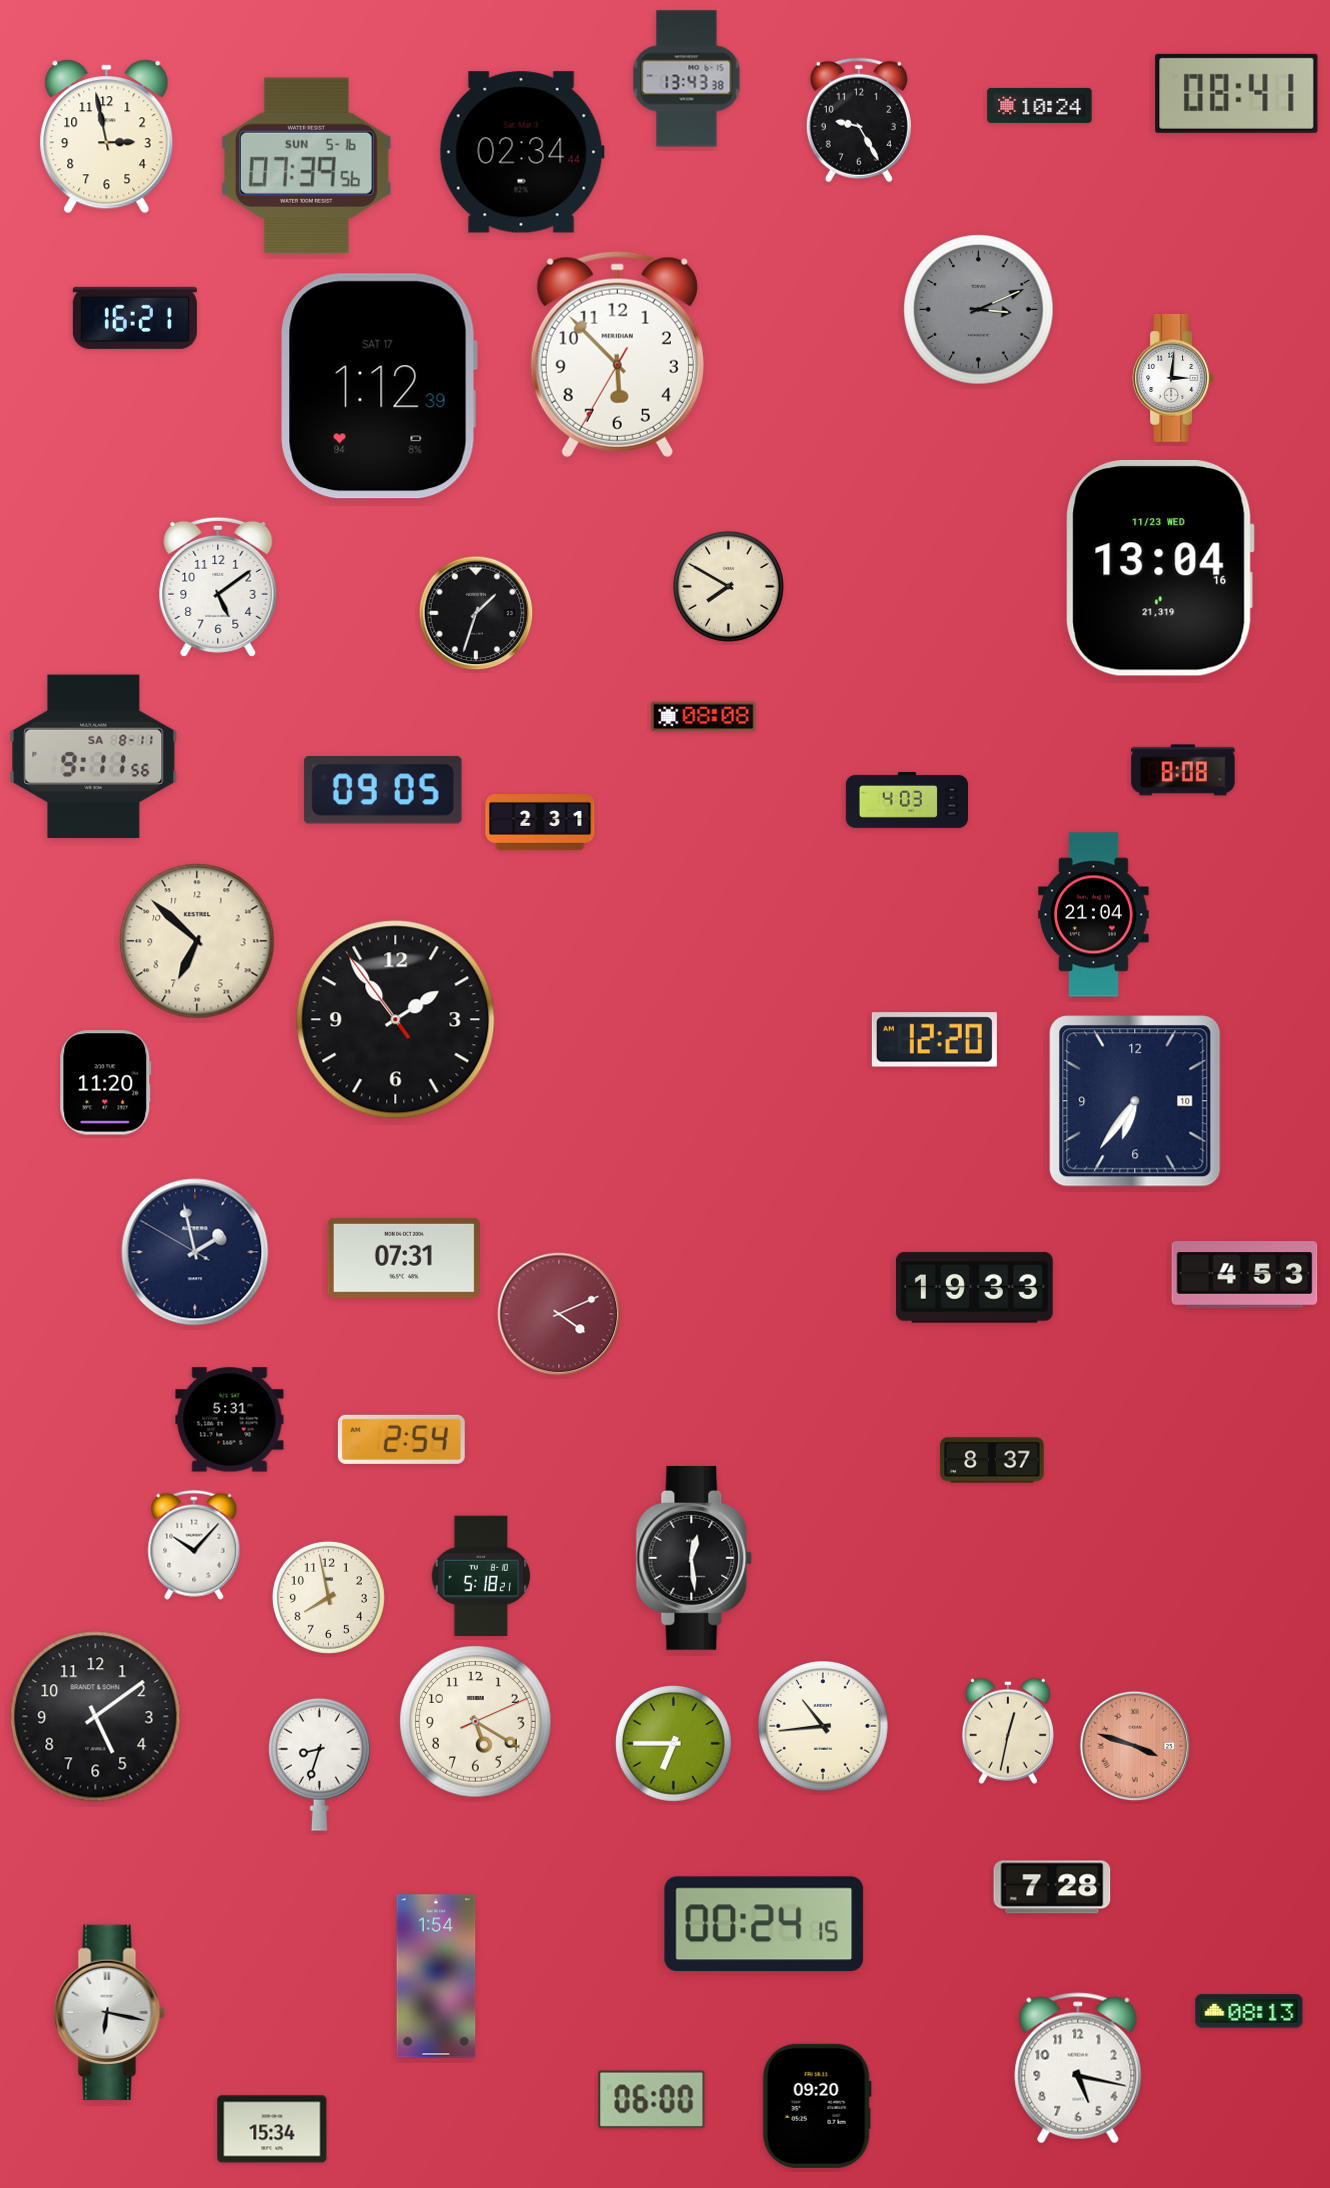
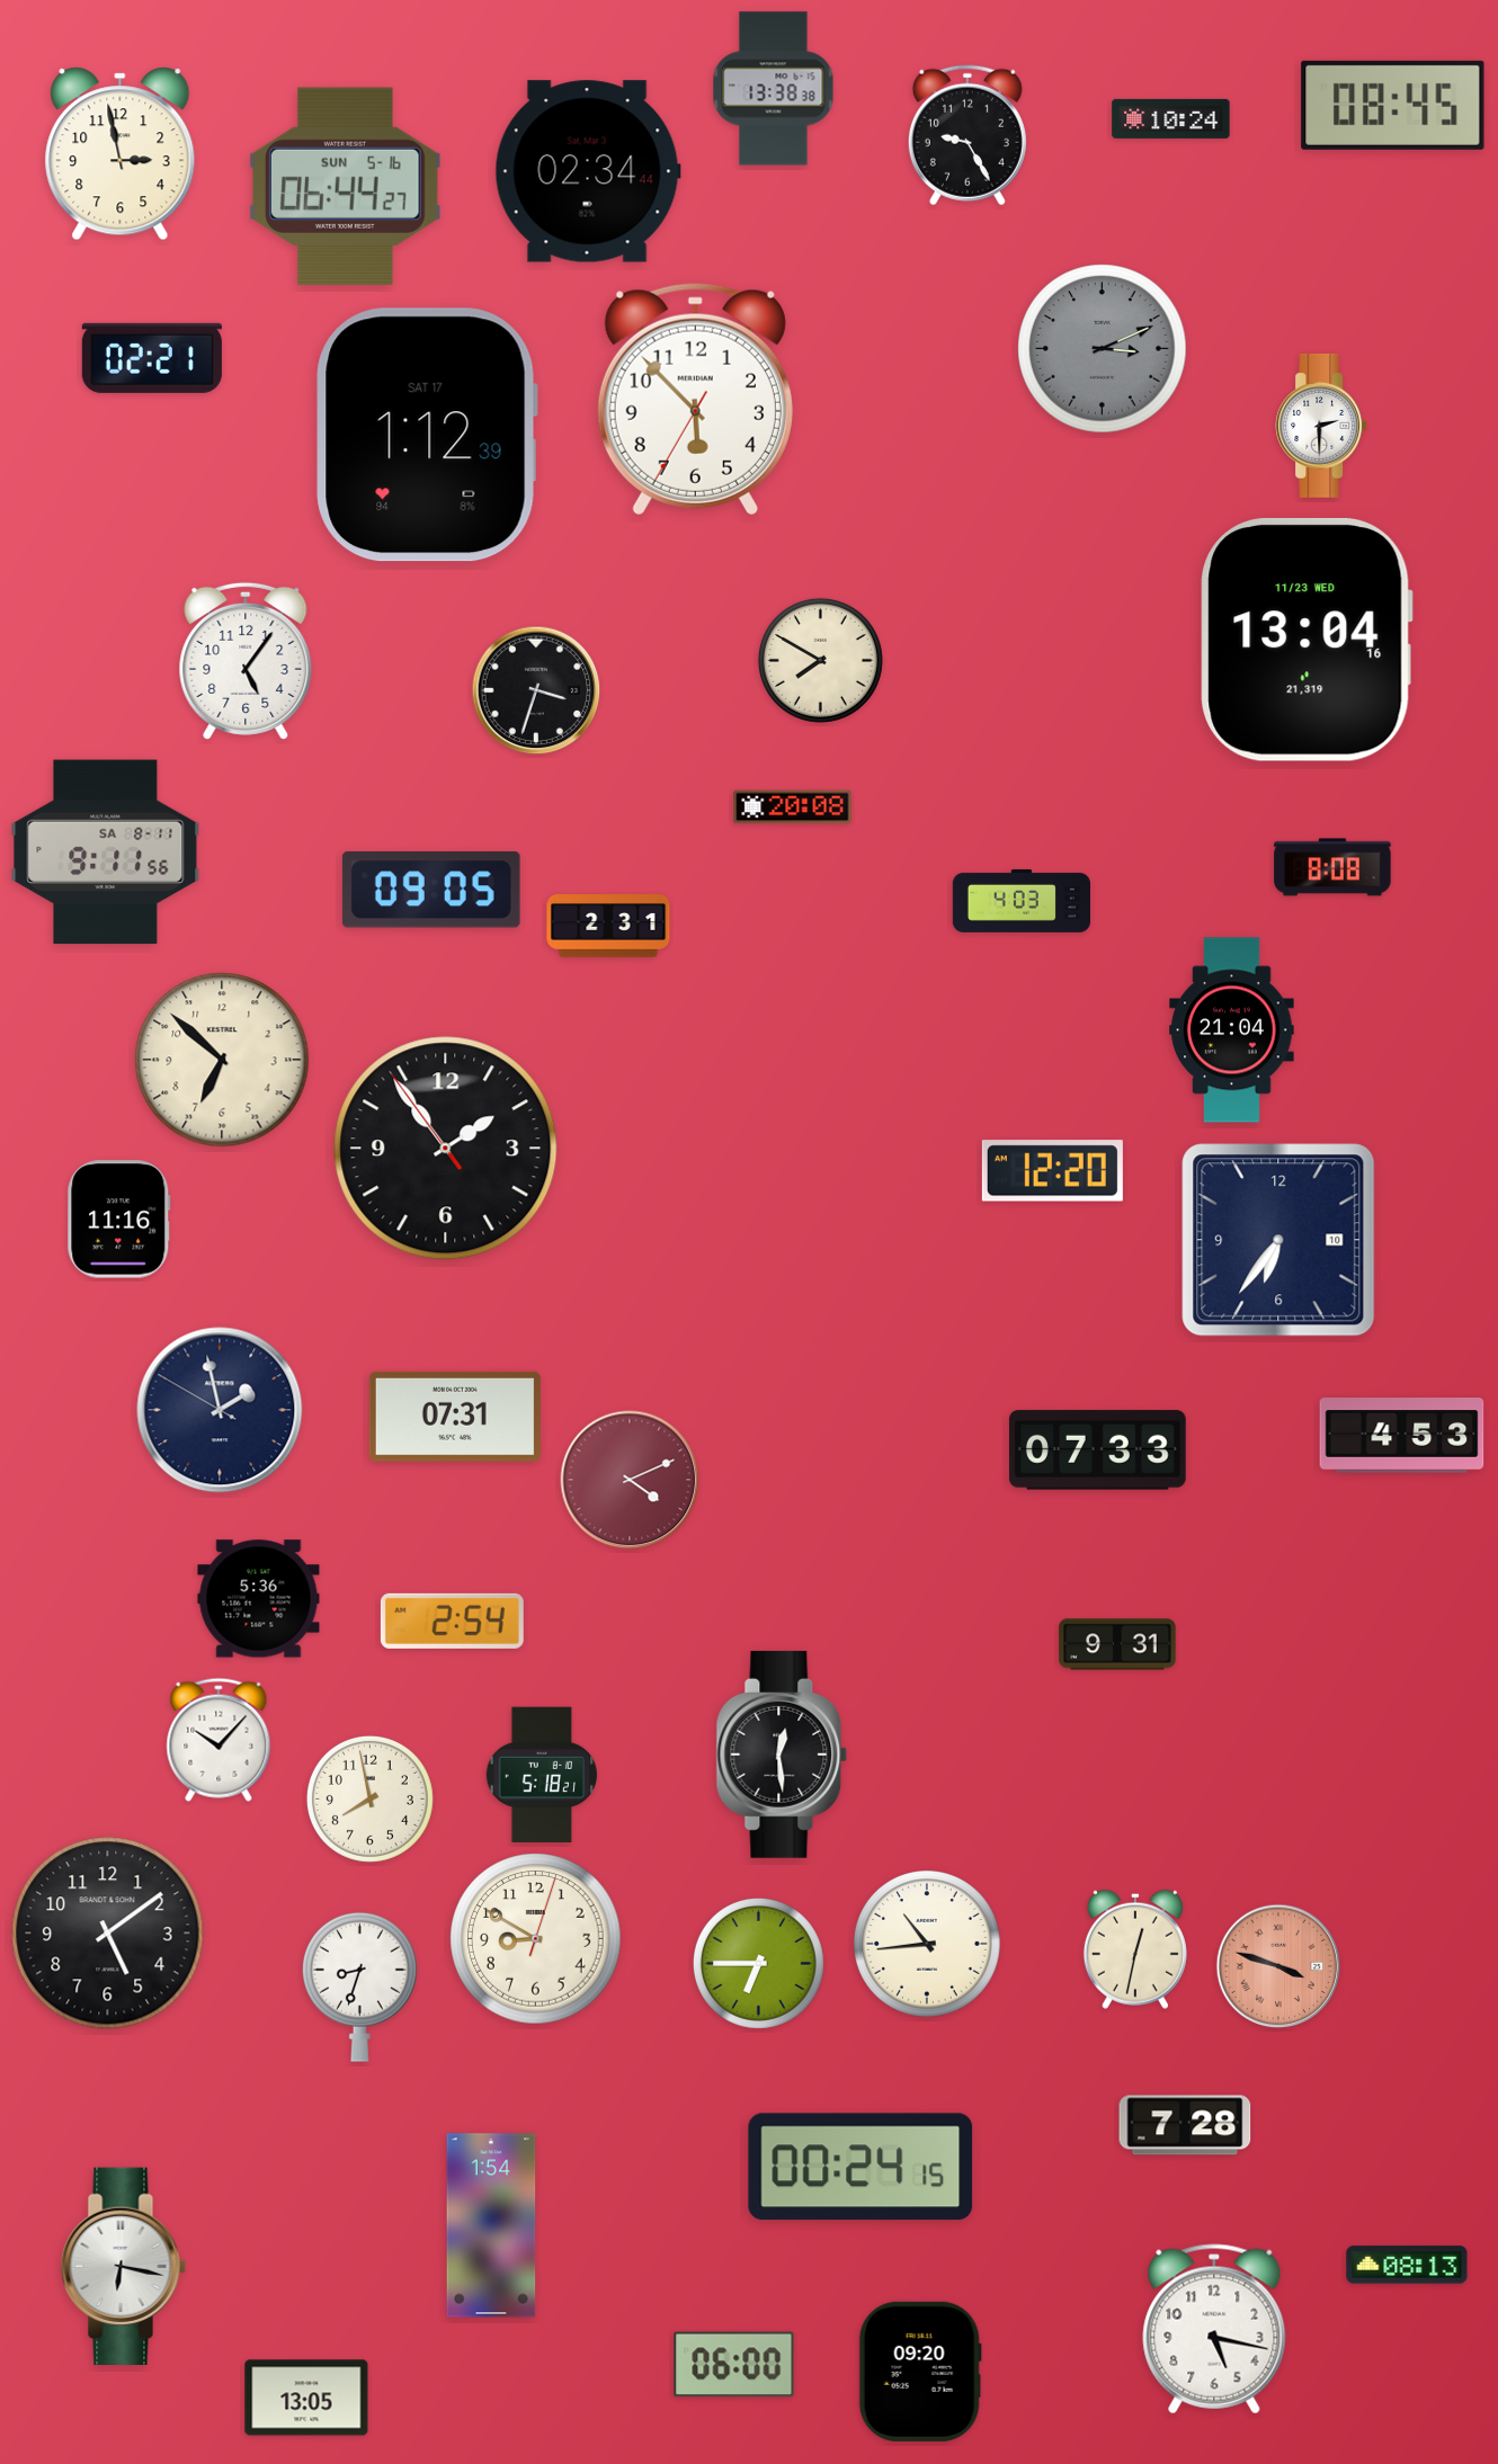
clock at (687, 79): 13:43 -> 13:38
clock at (1237, 93): 08:41 -> 08:45
clock at (307, 165): 07:39 -> 06:44
clock at (135, 318): 16:21 -> 02:21
clock at (1173, 378): 3:01 -> 2:30
clock at (218, 587): 5:09 -> 5:06
clock at (476, 613): 1:33 -> 3:33
clock at (704, 717): 08:08 -> 20:08
clock at (106, 1083): 11:20 -> 11:16
clock at (974, 1288): 19:33 -> 07:33
clock at (230, 1420): 5:31 -> 5:36
clock at (992, 1460): 8:37 -> 9:31
clock at (476, 1722): 5:20 -> 8:50
clock at (272, 2129): 15:34 -> 13:05
